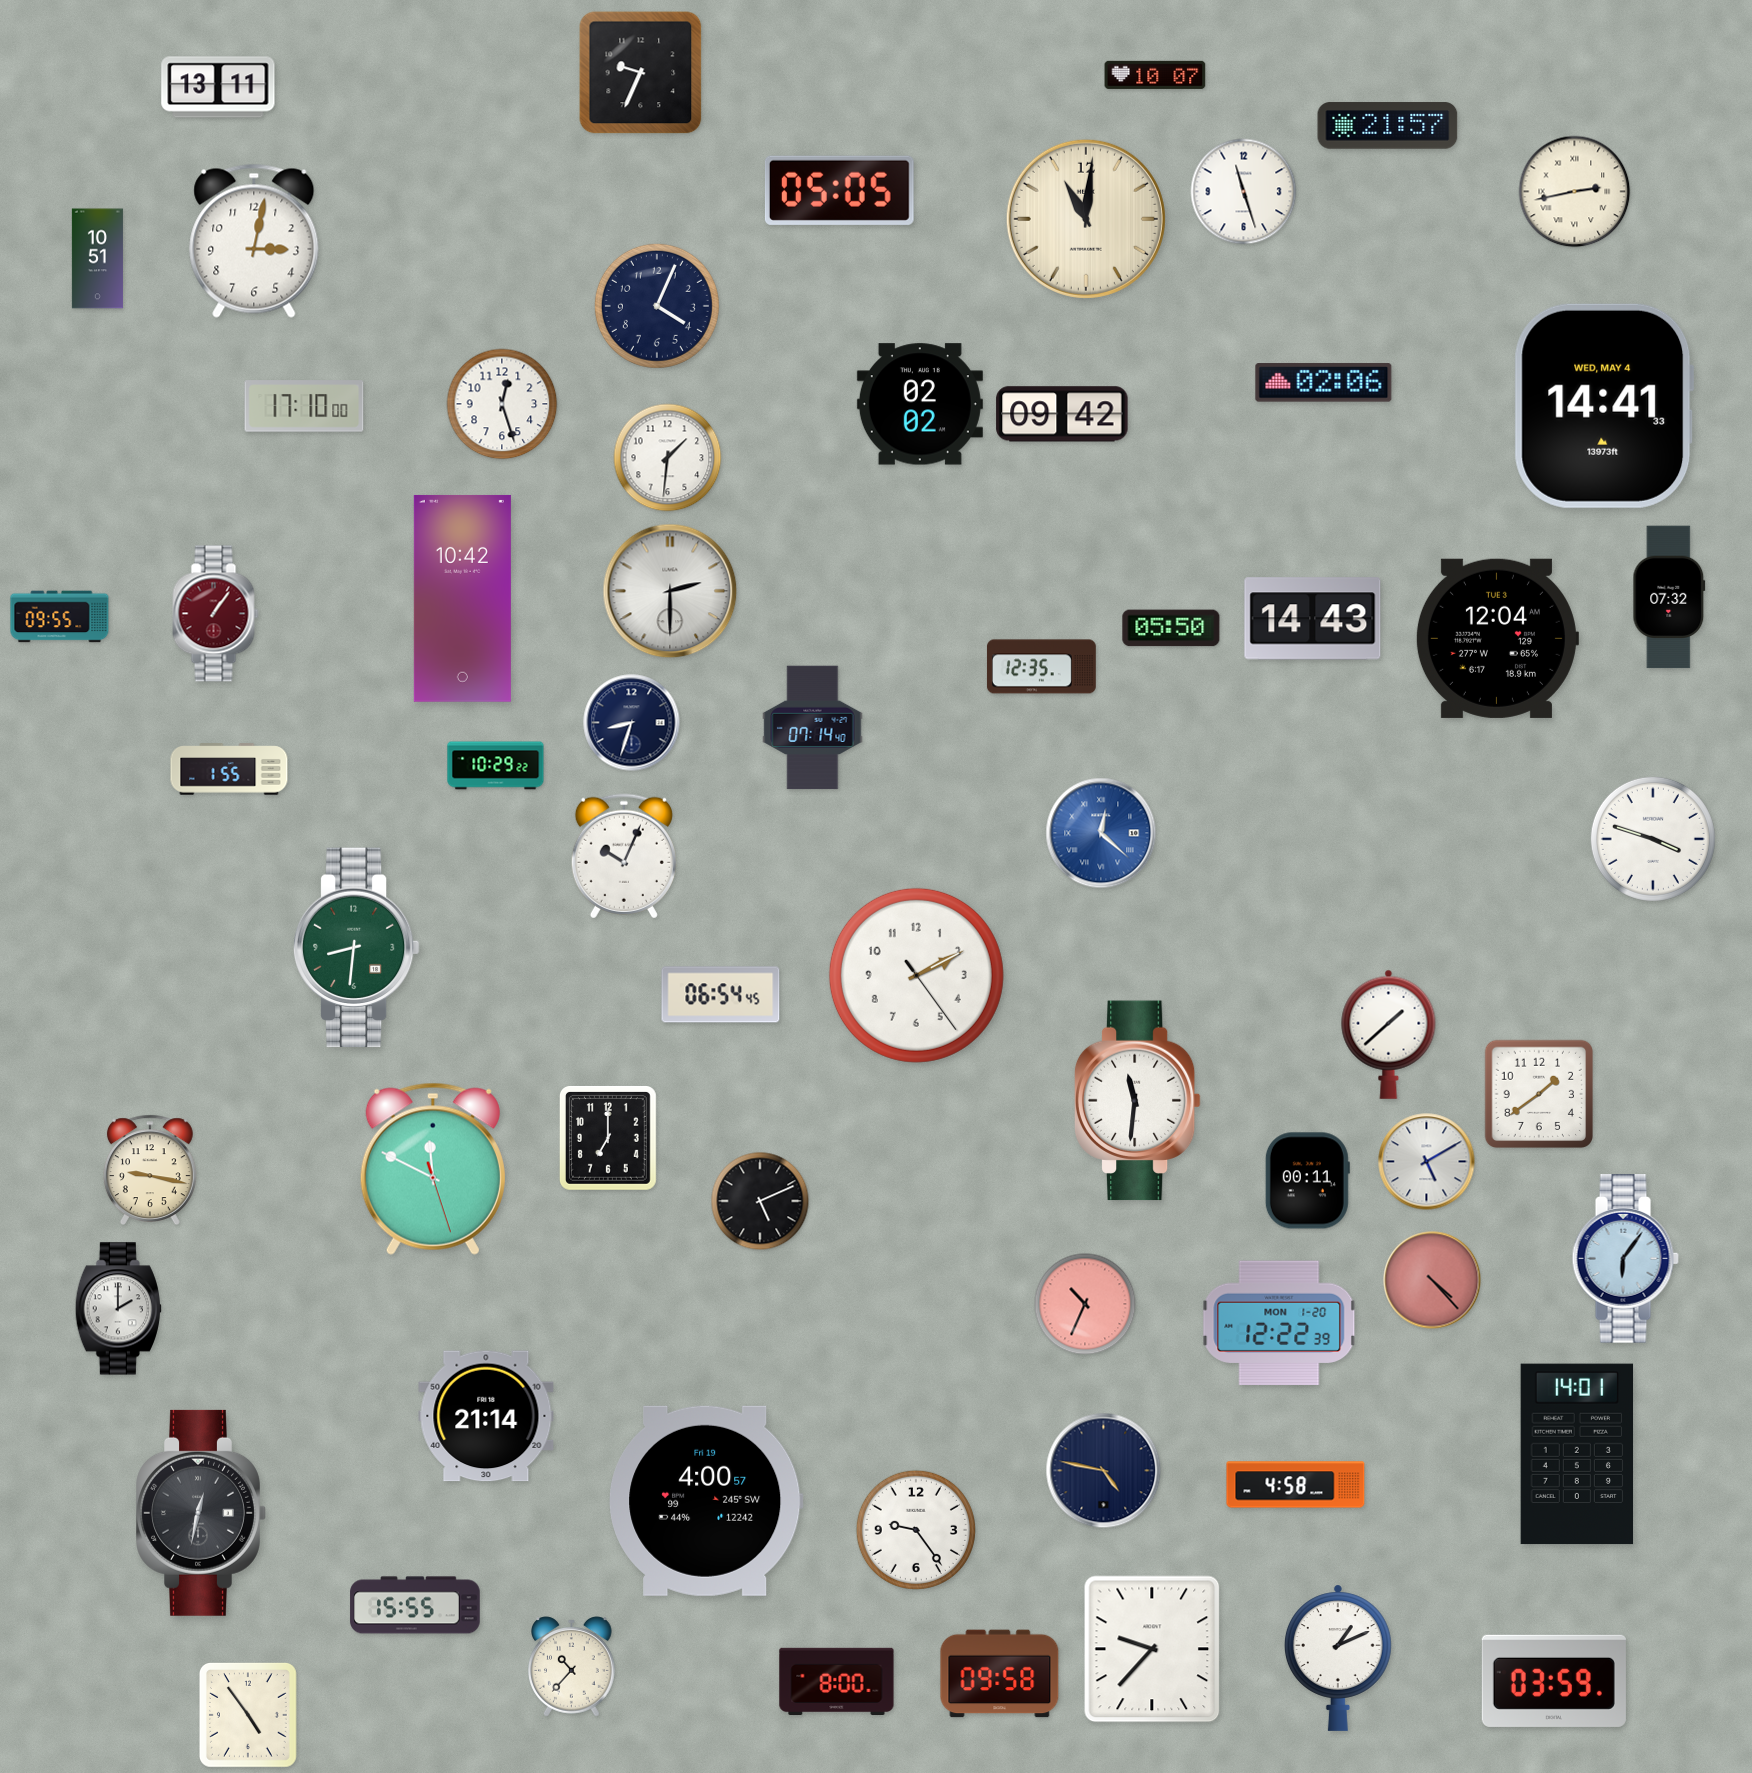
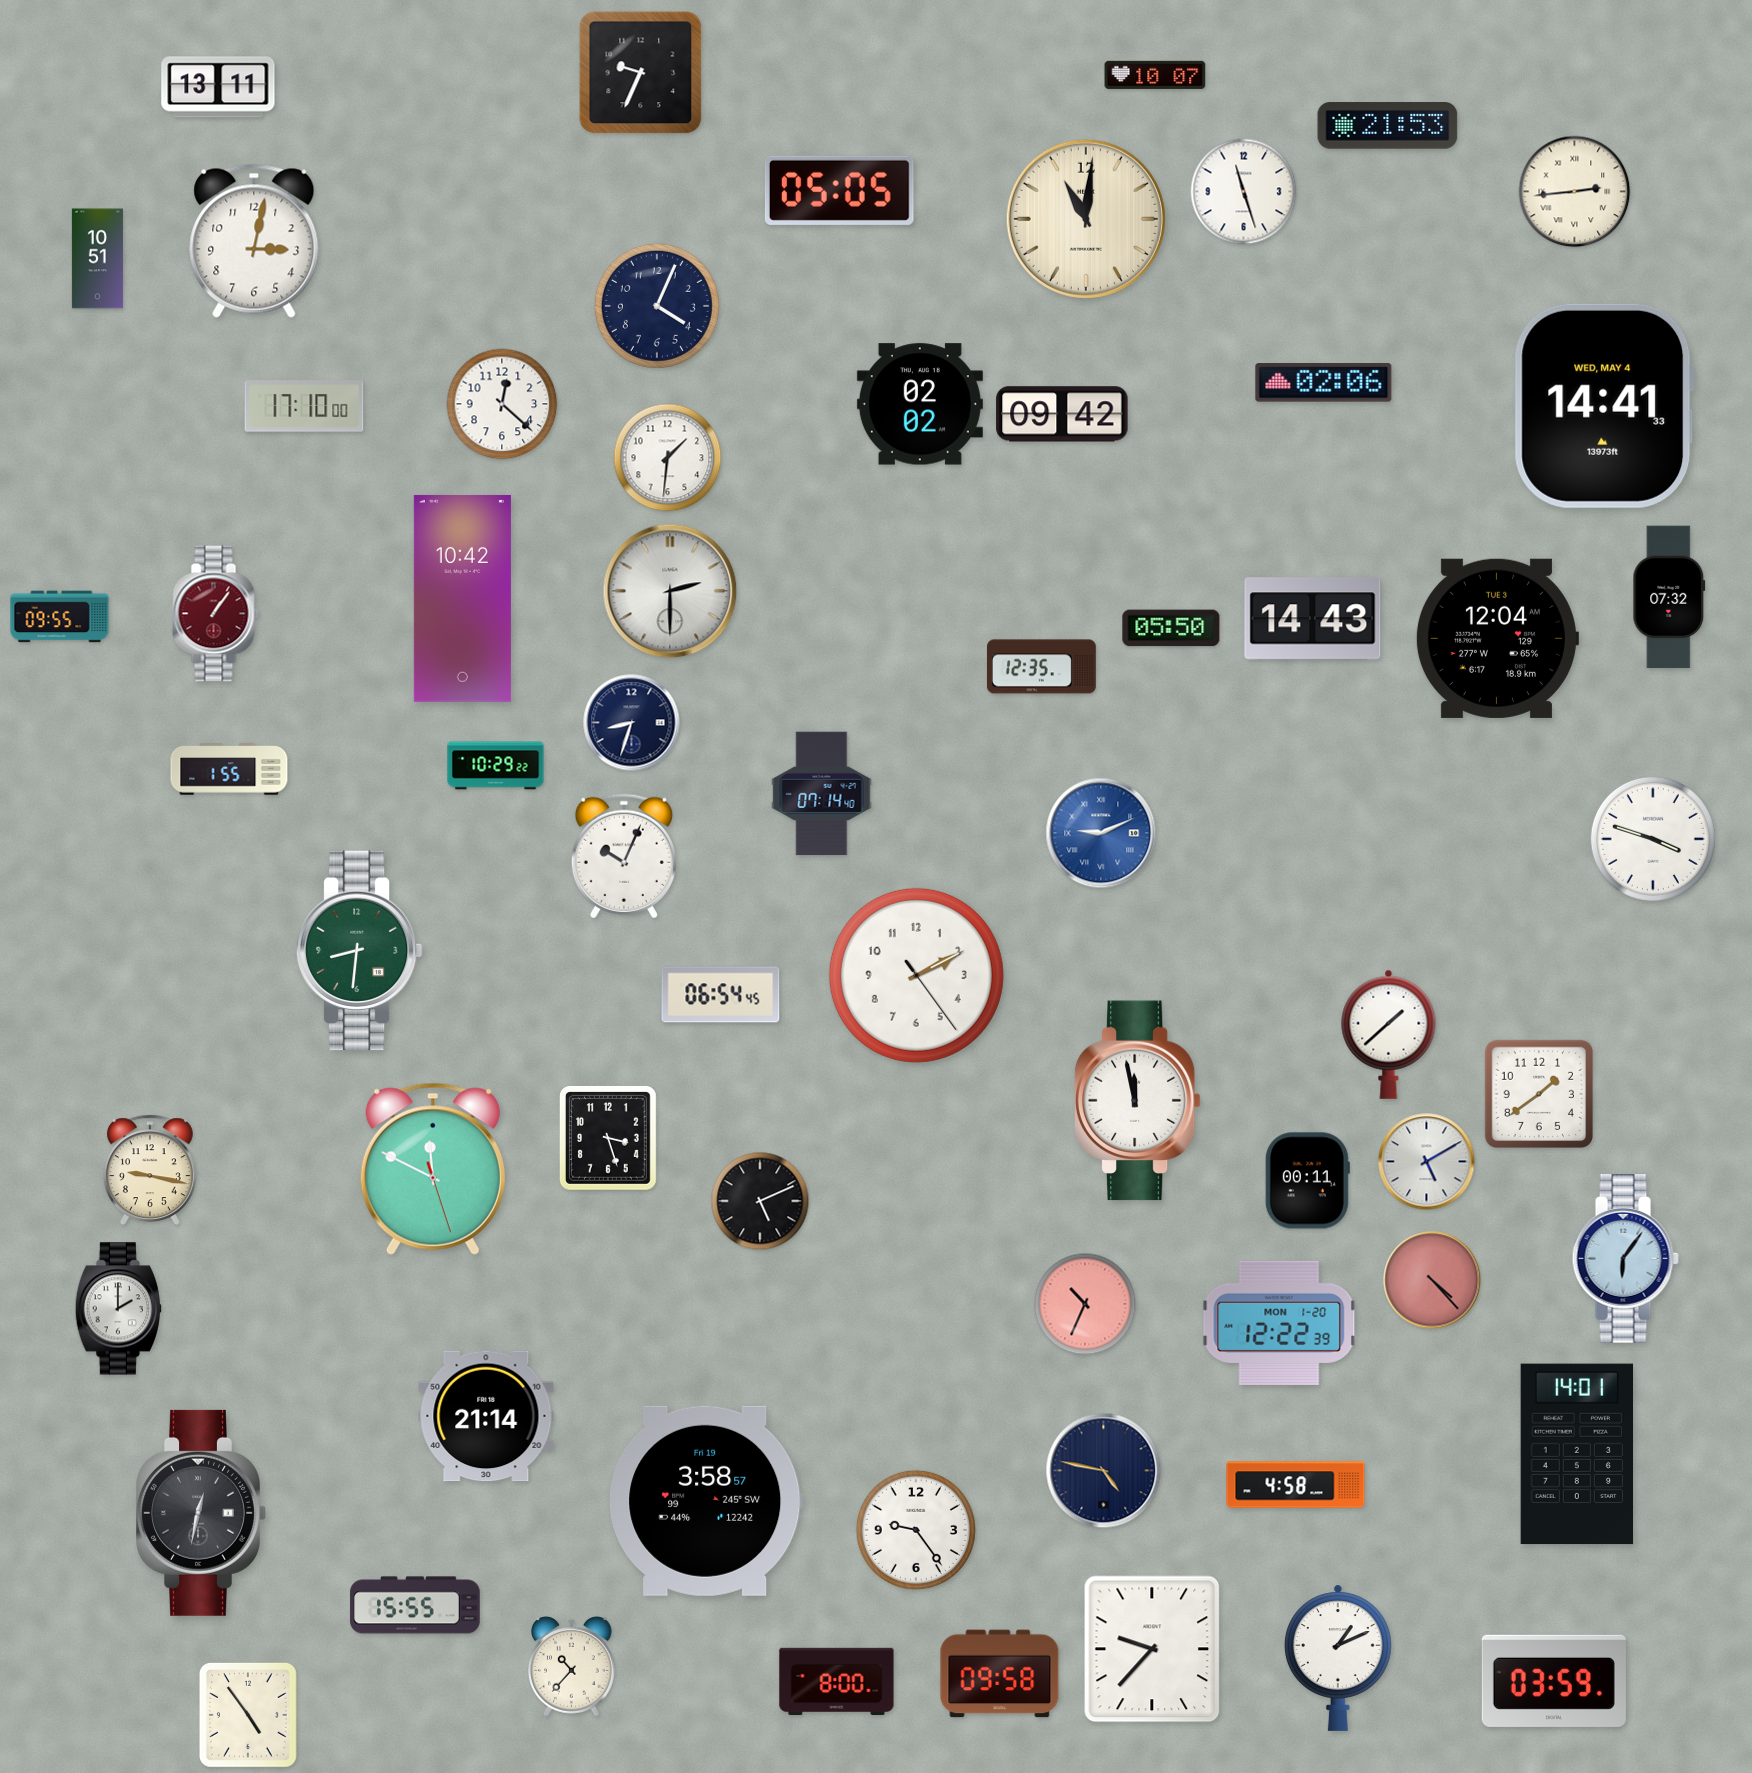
clock at (1388, 126): 21:57 -> 21:53
clock at (1575, 192): 2:43 -> 2:44
clock at (502, 404): 12:27 -> 12:22
clock at (813, 728) position: (813, 728) -> (822, 794)
clock at (1101, 833): 12:22 -> 9:11
clock at (356, 948) position: (356, 948) -> (359, 951)
clock at (1137, 1101): 11:31 -> 11:58
clock at (608, 1139): 7:00 -> 3:27
clock at (706, 1501): 4:00 -> 3:58
